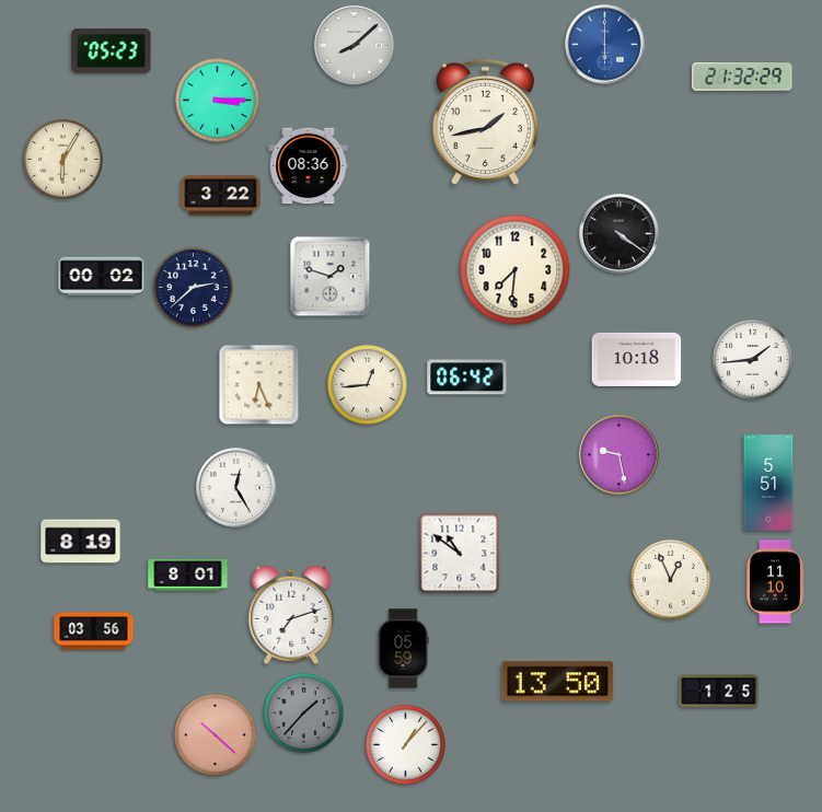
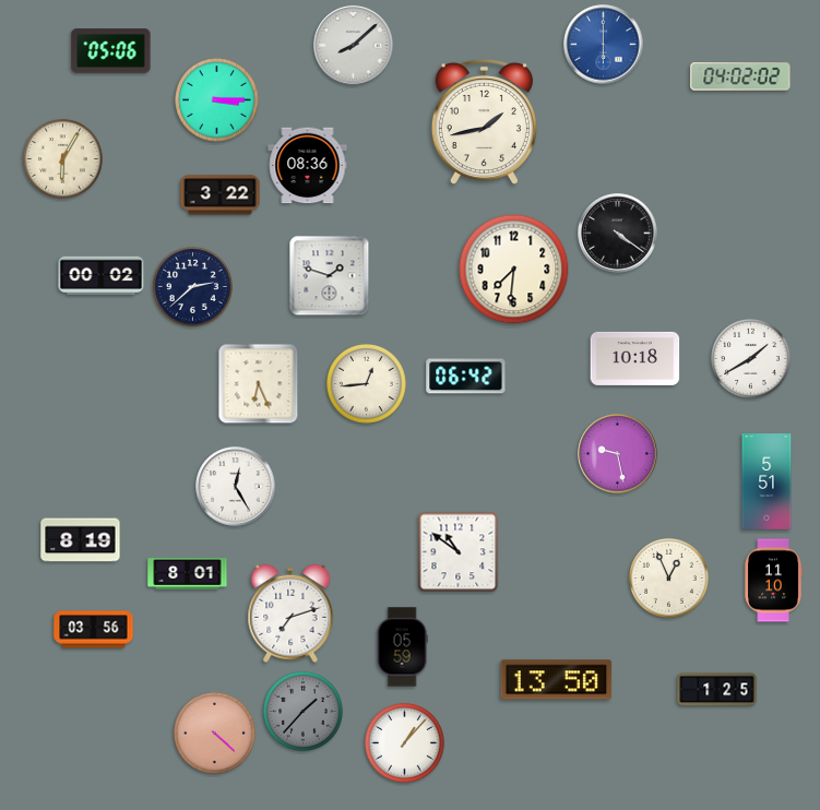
clock at (112, 51): 05:23 -> 05:06
clock at (742, 77): 21:32 -> 04:02
clock at (752, 359): 1:44 -> 1:40
clock at (216, 735): 10:22 -> 4:22
